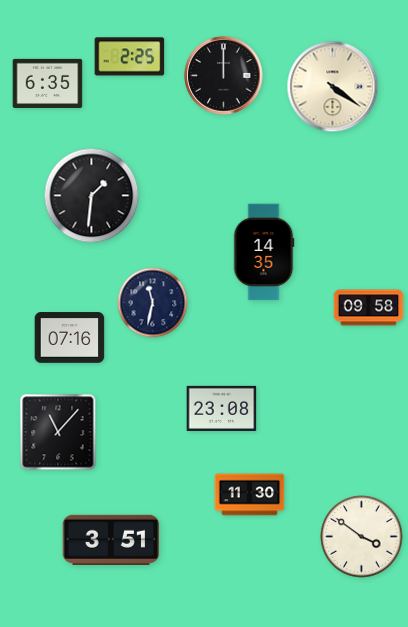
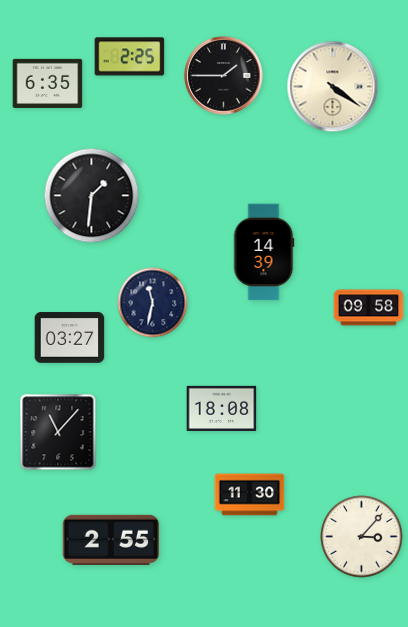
clock at (224, 76): 12:00 -> 1:45
clock at (264, 252): 14:35 -> 14:39
clock at (70, 338): 07:16 -> 03:27
clock at (222, 408): 23:08 -> 18:08
clock at (362, 537): 3:51 -> 3:07
clock at (111, 540): 3:51 -> 2:55
